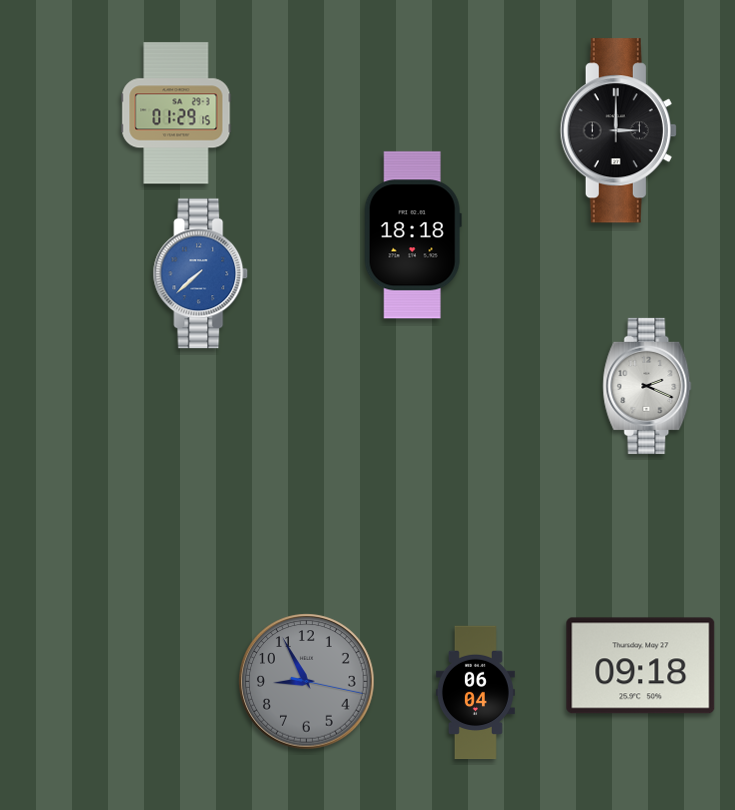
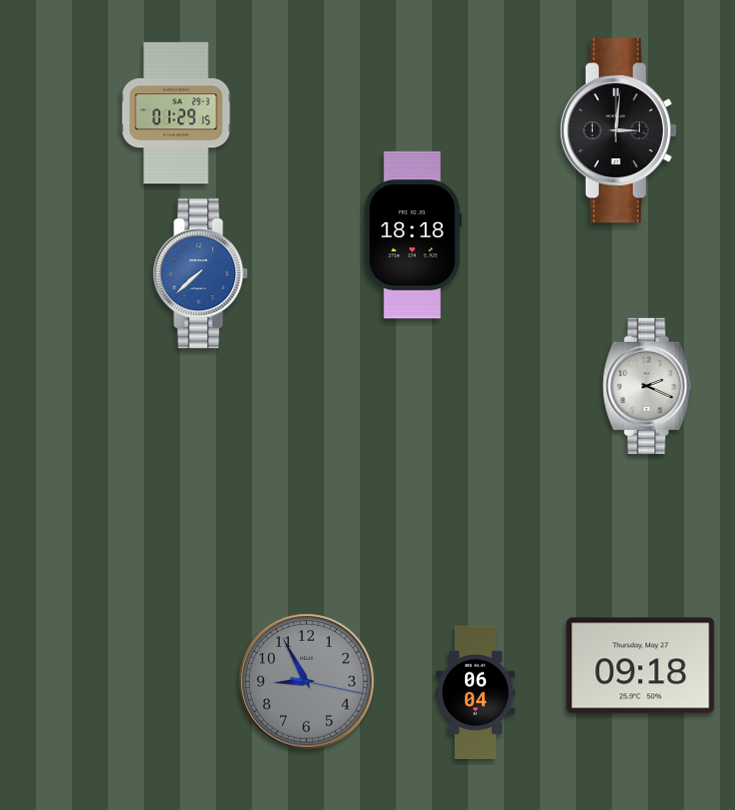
clock at (618, 131): 3:00 -> 3:01
